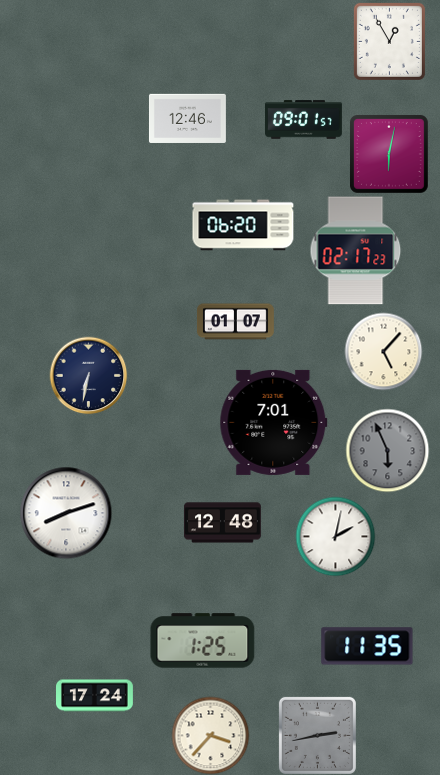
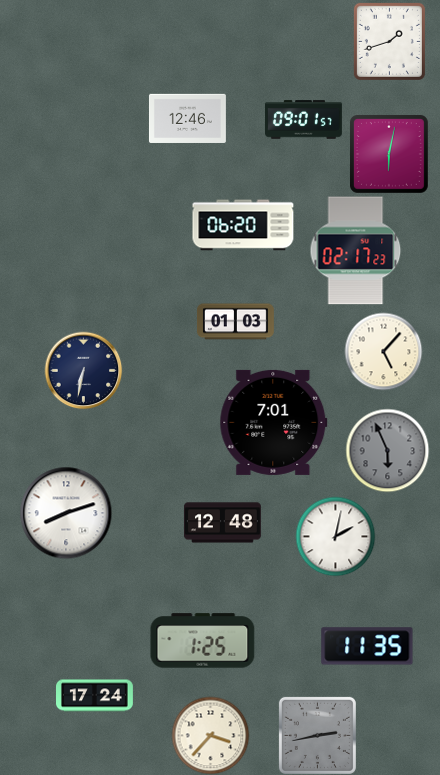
clock at (389, 41): 12:55 -> 1:42
clock at (235, 322): 01:07 -> 01:03
clock at (88, 375) position: (88, 375) -> (83, 370)
